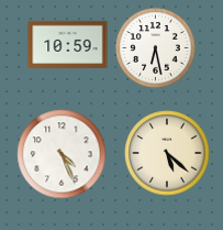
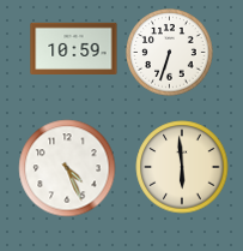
clock at (156, 48): 6:28 -> 6:33
clock at (167, 153): 5:22 -> 5:59
